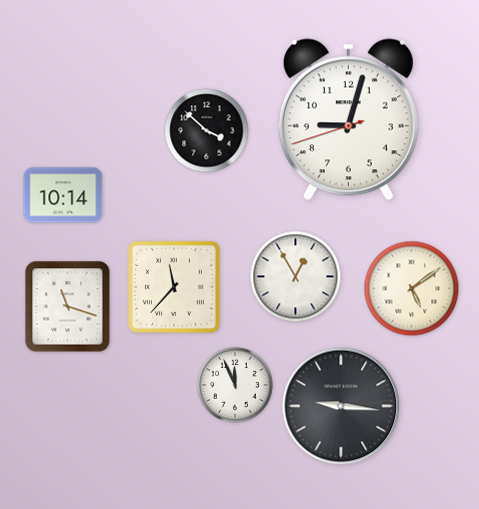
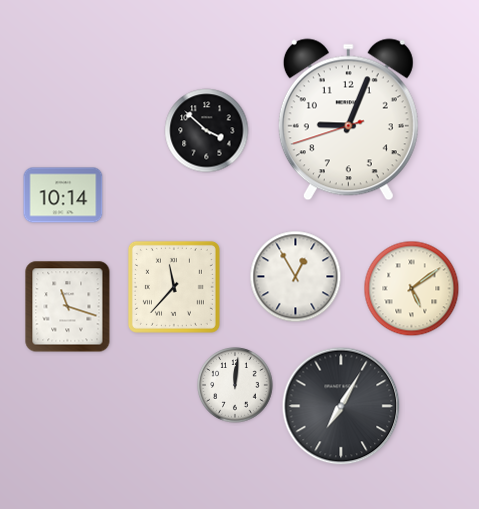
clock at (348, 120): 9:02 -> 9:03
clock at (235, 385): 11:56 -> 12:01
clock at (341, 406): 9:16 -> 7:05
